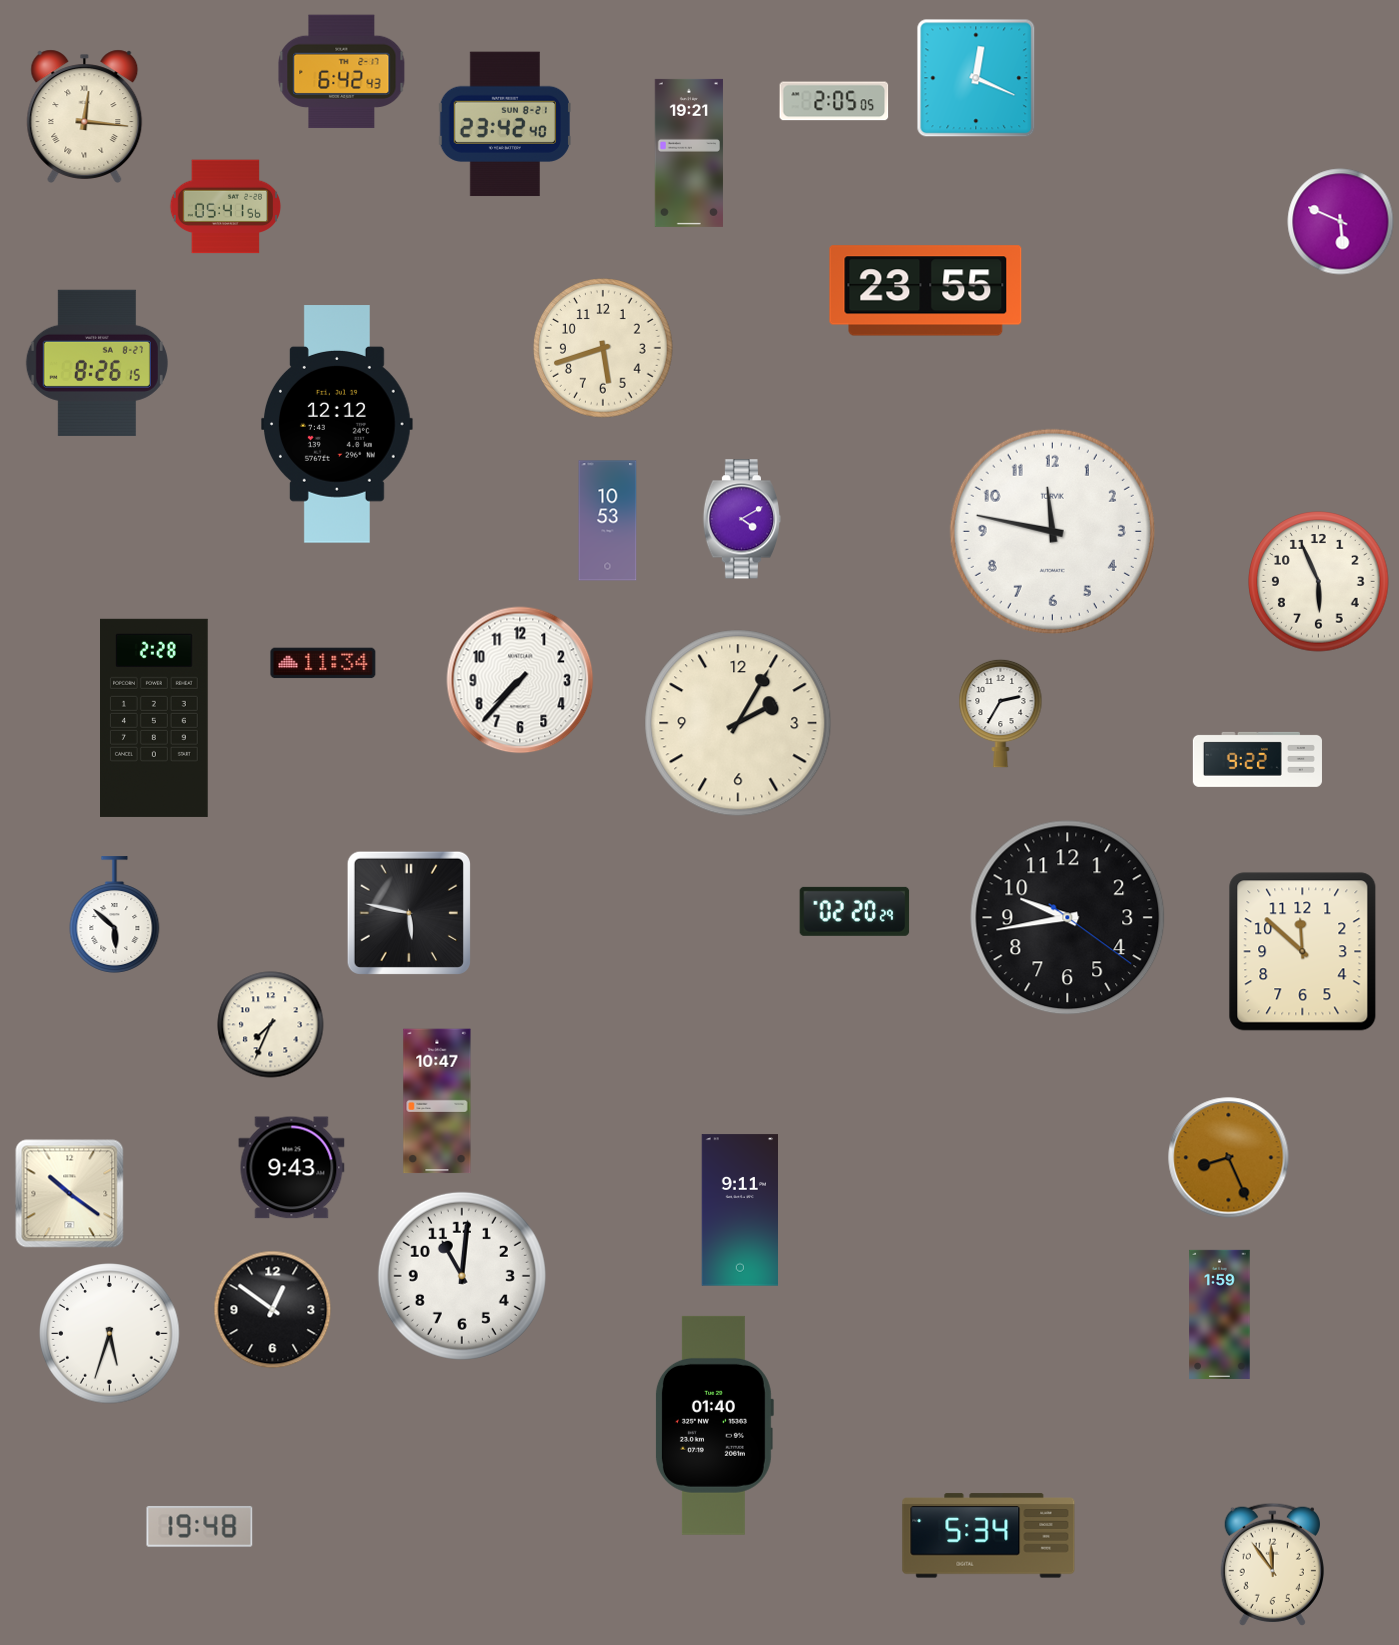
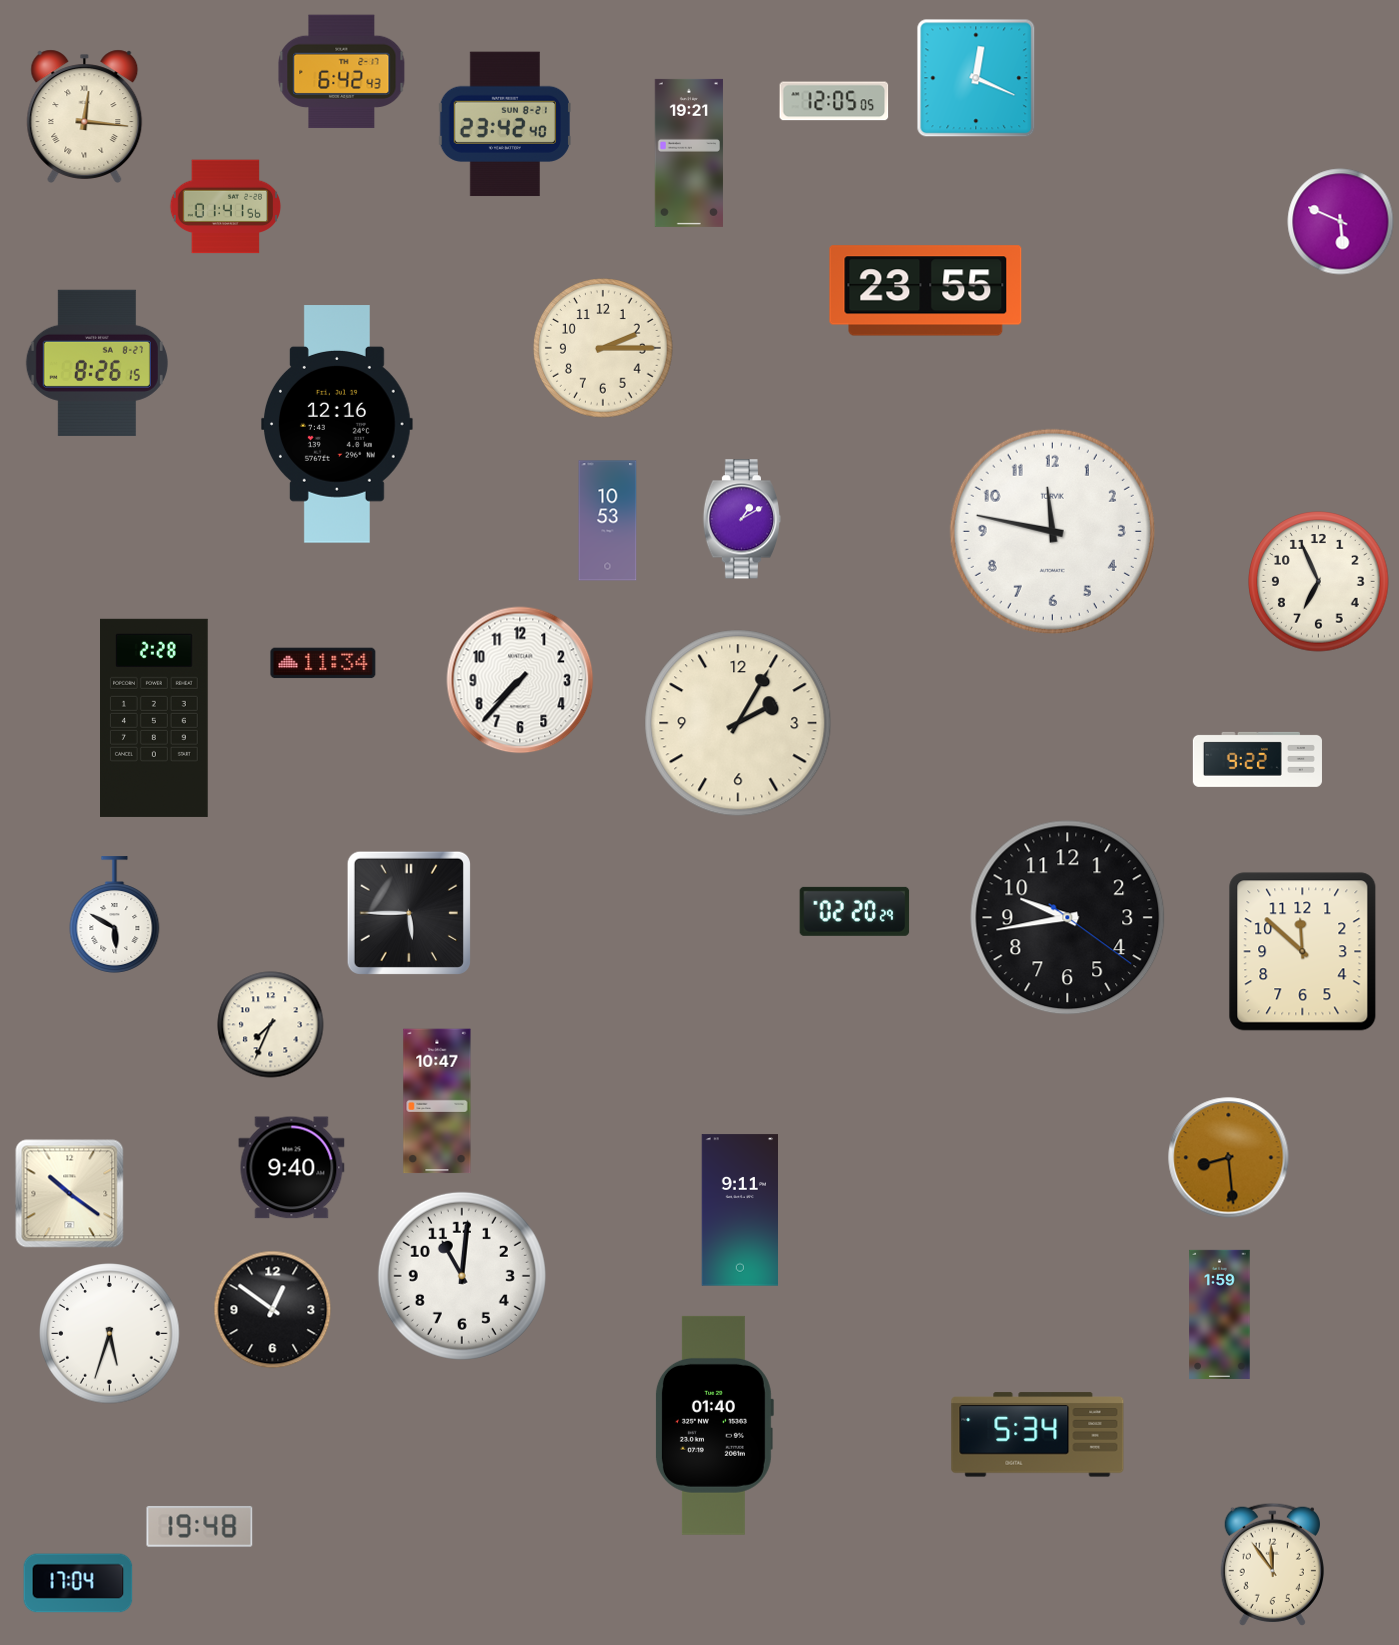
clock at (834, 101): 2:05 -> 12:05
clock at (226, 207): 05:41 -> 01:41
clock at (603, 348): 5:42 -> 2:15
clock at (338, 424): 12:12 -> 12:16
clock at (741, 519): 4:10 -> 1:10
clock at (1319, 582): 5:56 -> 6:56
clock at (1001, 713): 2:35 -> none
clock at (408, 912): 5:47 -> 5:45
clock at (115, 915): 5:52 -> 5:50
clock at (1229, 1158): 8:26 -> 8:29
clock at (292, 1168): 9:43 -> 9:40
clock at (989, 1536) position: (989, 1536) -> (1038, 1435)
clock at (78, 1583): none -> 17:04
